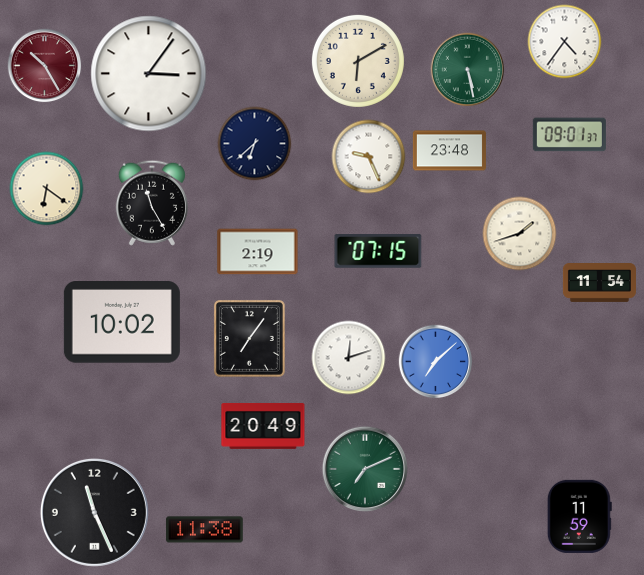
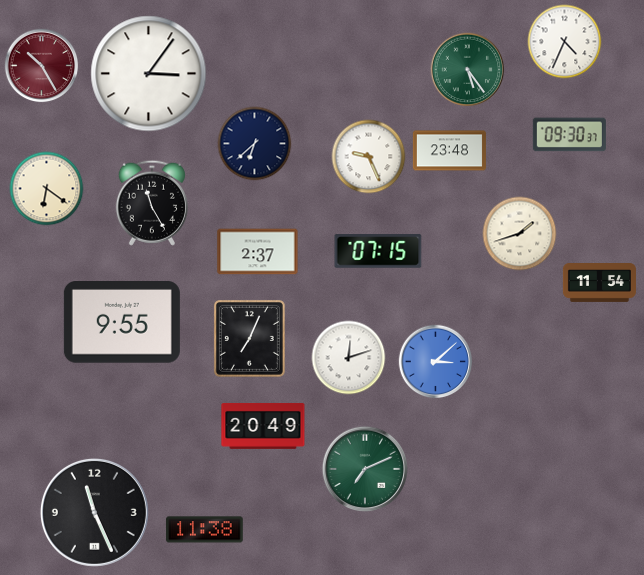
clock at (565, 42): 4:36 -> 4:34
clock at (358, 61): 6:10 -> none
clock at (45, 66) position: (45, 66) -> (42, 66)
clock at (468, 70): 5:28 -> 5:24
clock at (569, 135): 09:01 -> 09:30
clock at (258, 252): 2:19 -> 2:37
clock at (122, 323): 10:02 -> 9:55
clock at (249, 338): 7:06 -> 7:04
clock at (436, 362): 7:08 -> 3:08
clock at (579, 516): 11:59 -> none
